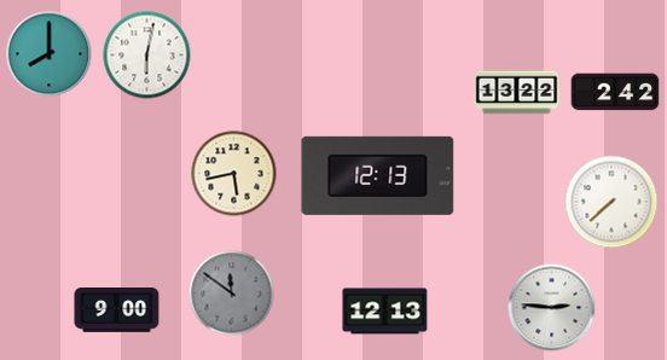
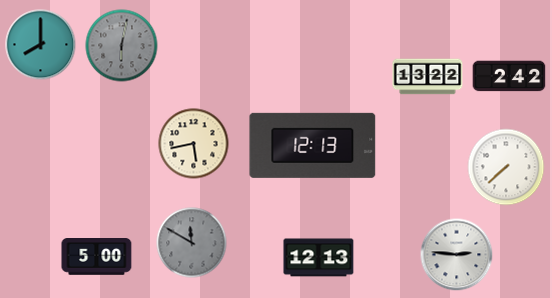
clock at (147, 56) dial: white -> grey
clock at (232, 294): 11:51 -> 11:50
clock at (117, 310): 9:00 -> 5:00
